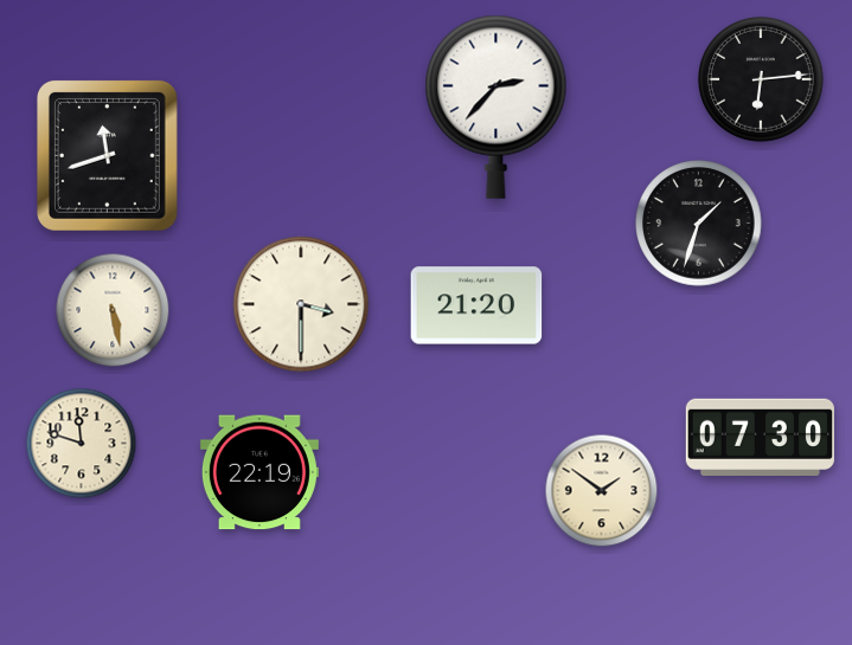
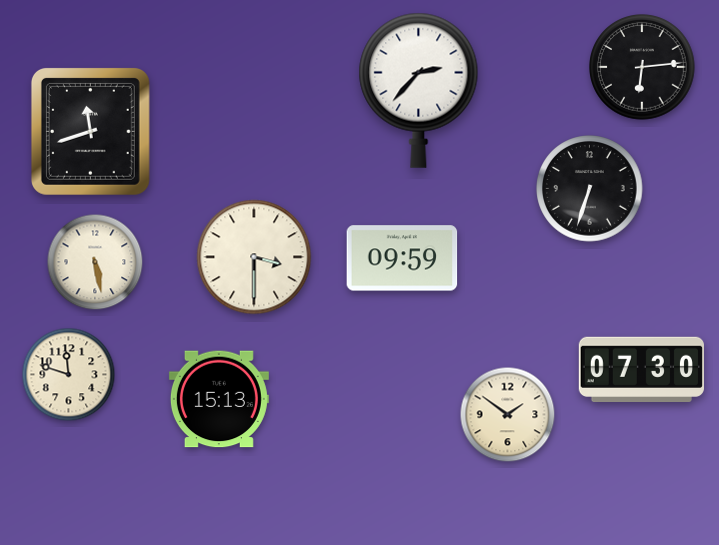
clock at (699, 224): 1:33 -> 6:33
clock at (476, 305): 21:20 -> 09:59
clock at (260, 472): 22:19 -> 15:13
